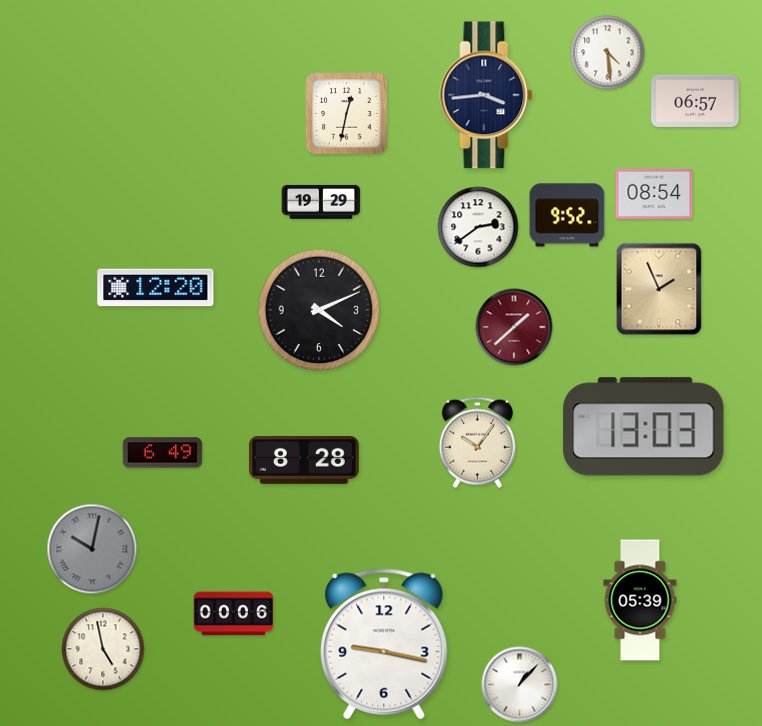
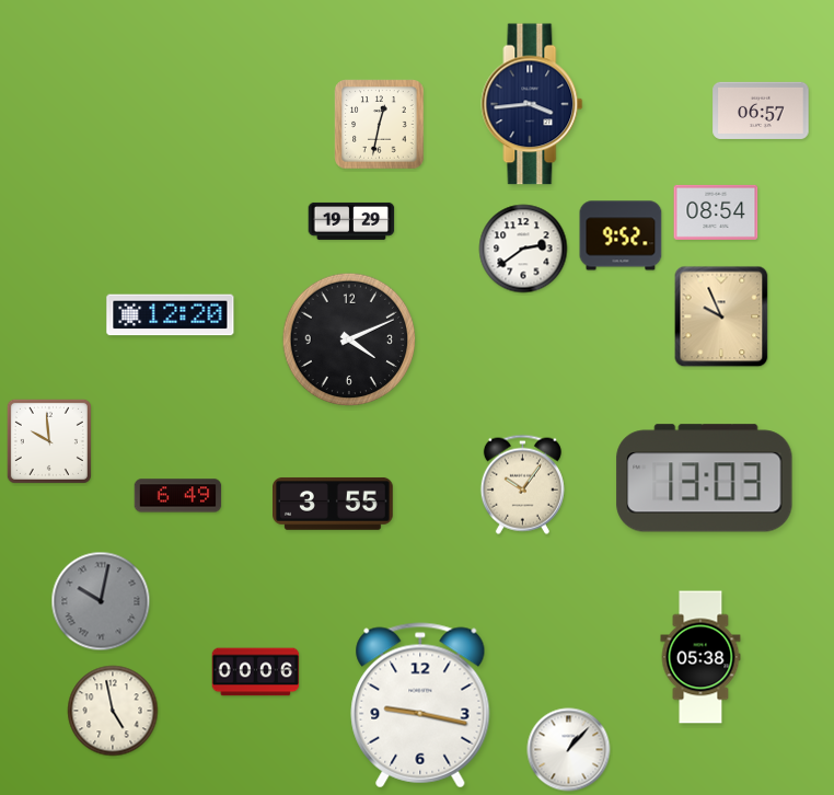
clock at (608, 53): 4:29 -> none
clock at (659, 289): 1:56 -> 9:56
clock at (514, 327): 1:38 -> none
clock at (49, 441): none -> 9:59
clock at (644, 427) position: (644, 427) -> (705, 479)
clock at (305, 460): 8:28 -> 3:55
clock at (640, 600): 05:39 -> 05:38
